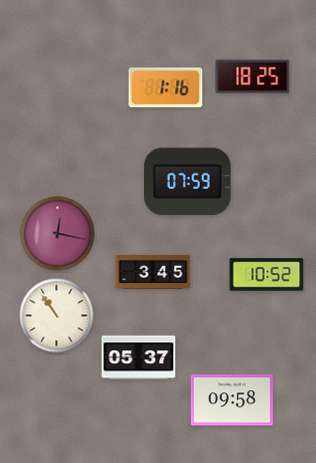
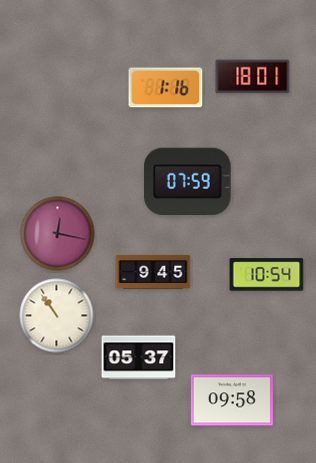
clock at (253, 77): 18:25 -> 18:01
clock at (153, 273): 3:45 -> 9:45
clock at (267, 275): 10:52 -> 10:54
